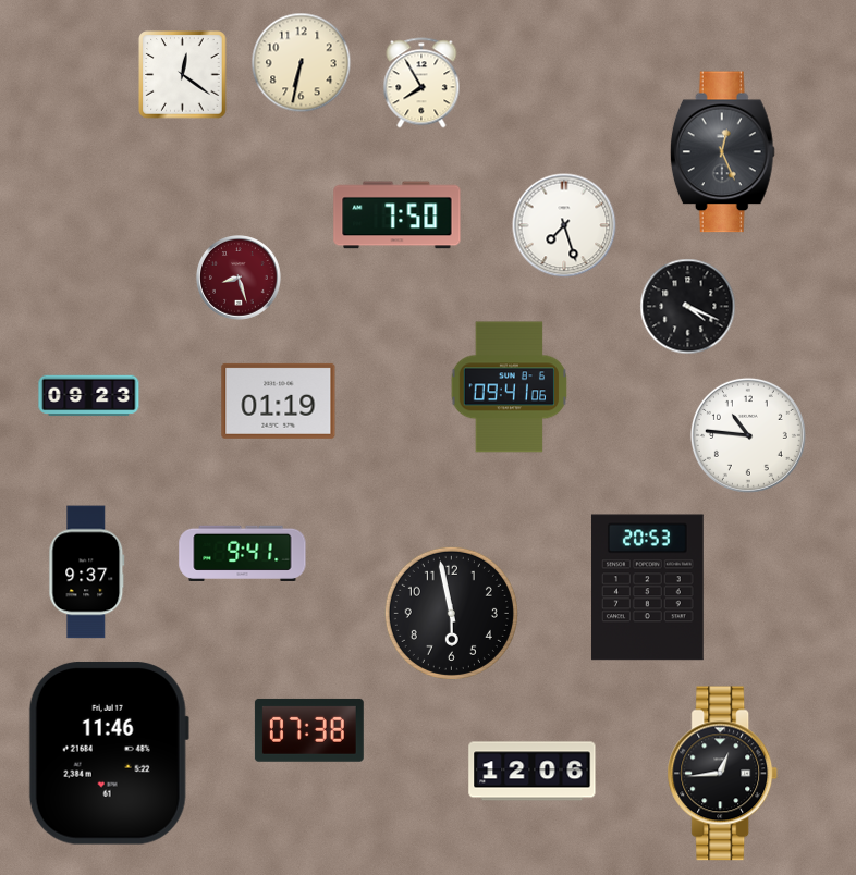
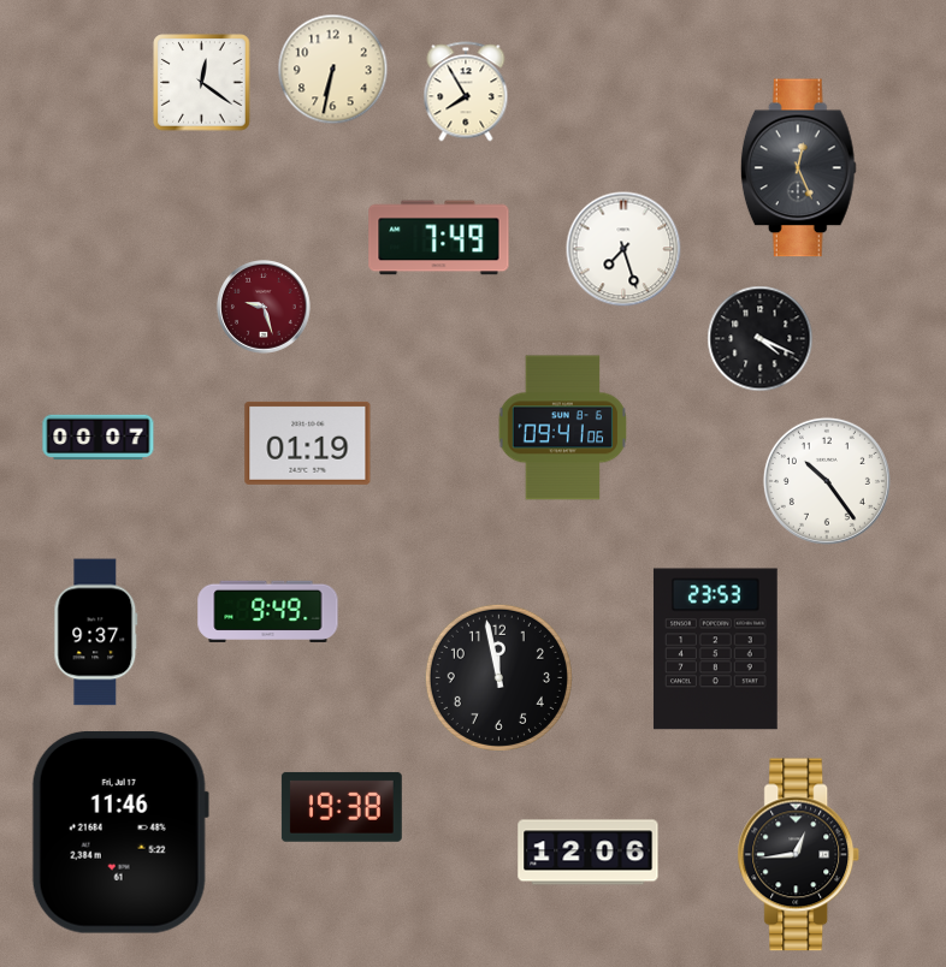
clock at (398, 215): 7:50 -> 7:49
clock at (240, 279): 8:27 -> 9:27
clock at (89, 396): 09:23 -> 00:07
clock at (748, 435): 10:46 -> 10:24
clock at (243, 553): 9:41 -> 9:49
clock at (647, 588): 20:53 -> 23:53
clock at (451, 613): 5:58 -> 11:58
clock at (309, 730): 07:38 -> 19:38
